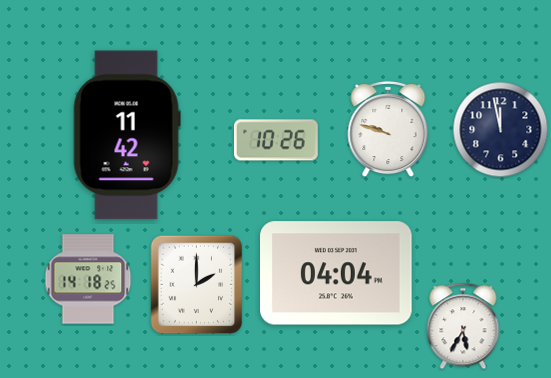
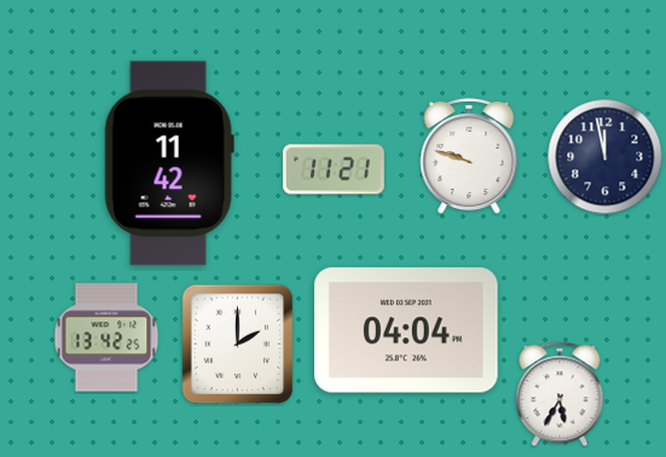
clock at (127, 135) position: (127, 135) -> (169, 163)
clock at (276, 140): 10:26 -> 11:21
clock at (88, 279): 14:18 -> 13:42
